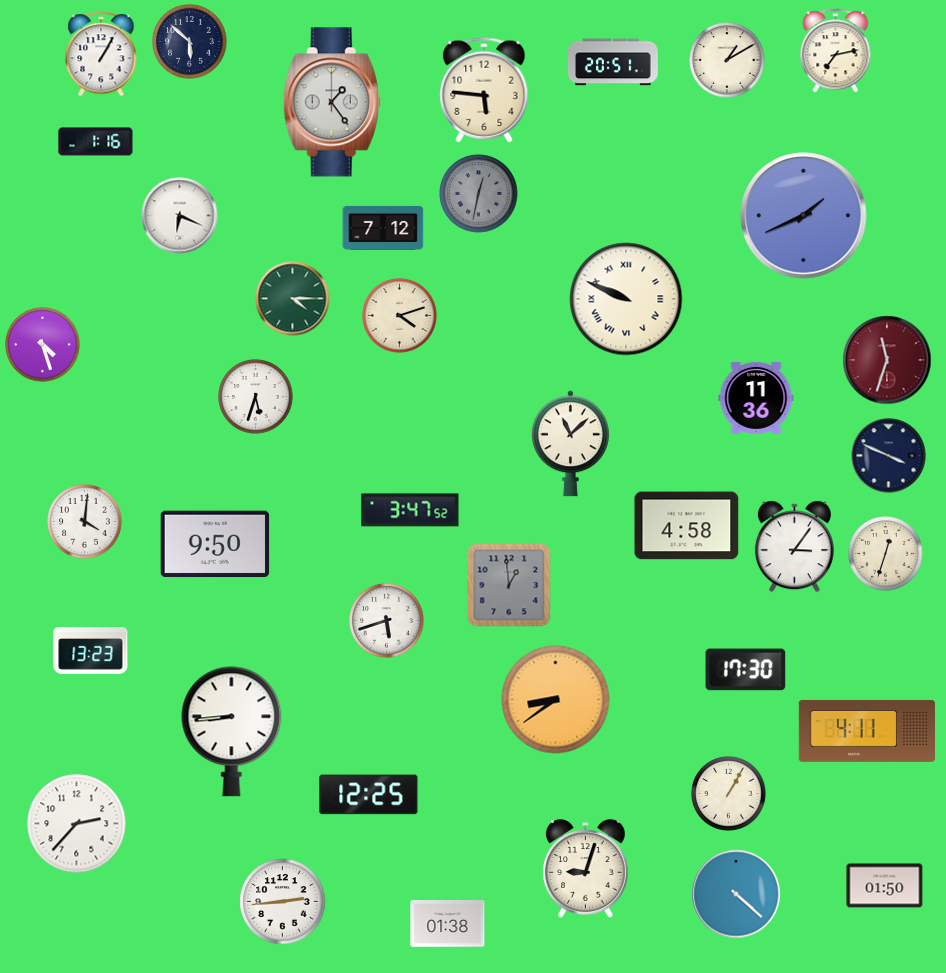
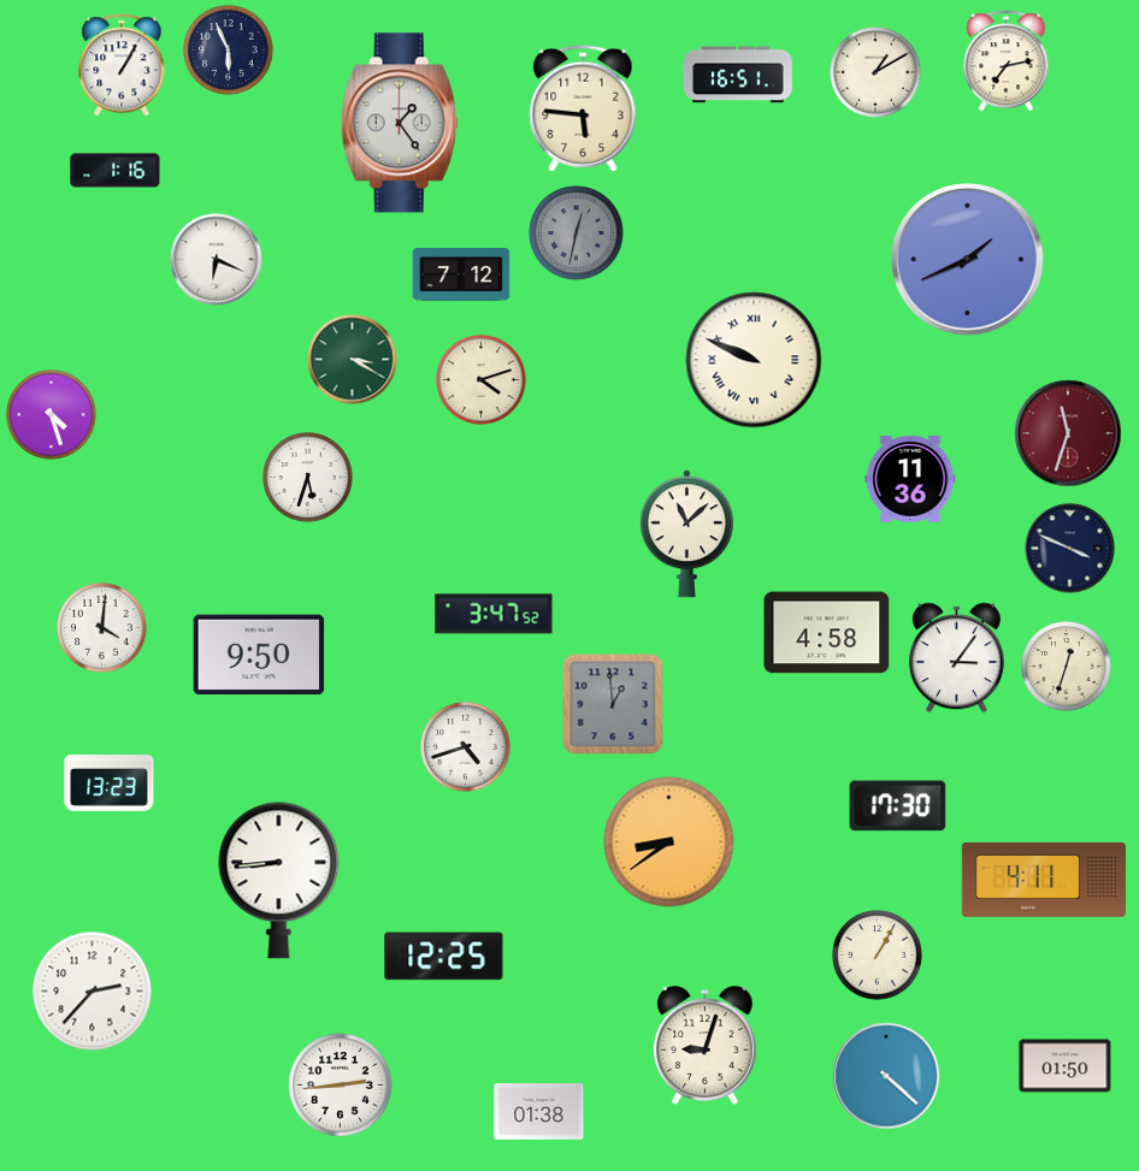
clock at (190, 42): 5:52 -> 5:56
clock at (614, 62): 20:51 -> 16:51
clock at (293, 299): 4:15 -> 3:20
clock at (387, 621): 5:42 -> 4:42
